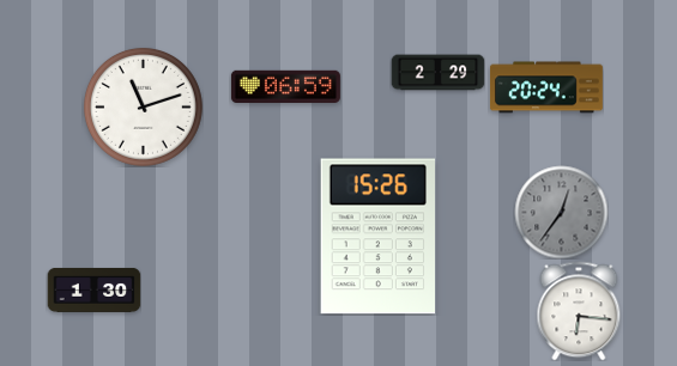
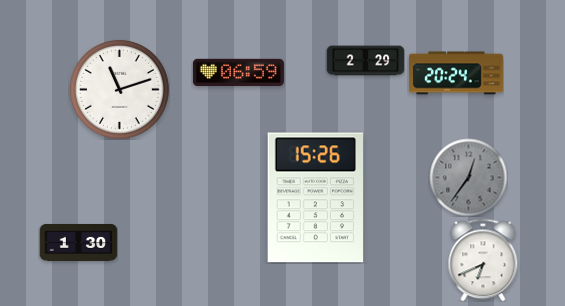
clock at (579, 311): 6:16 -> 6:41
